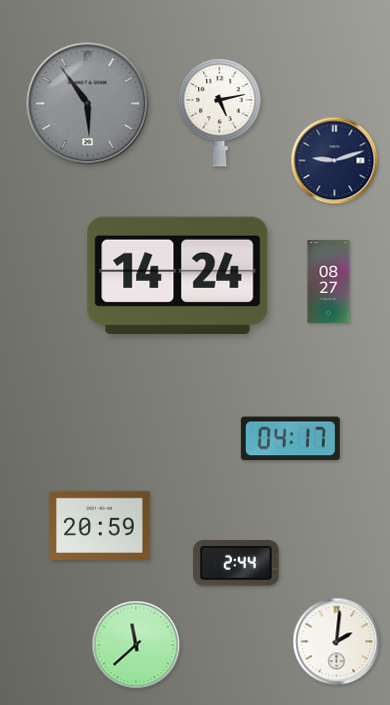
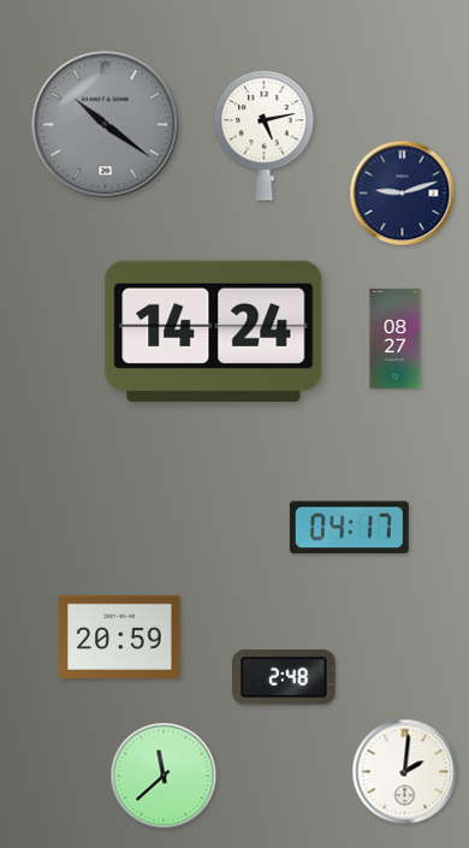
clock at (88, 104): 5:54 -> 10:21
clock at (100, 525) position: (100, 525) -> (120, 636)
clock at (237, 563): 2:44 -> 2:48
